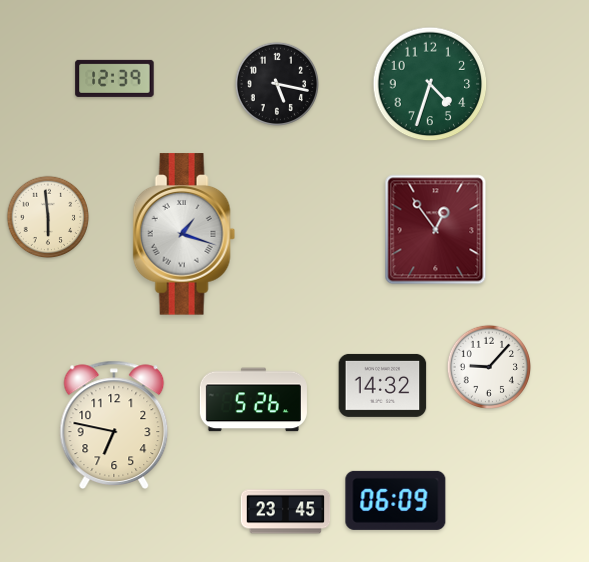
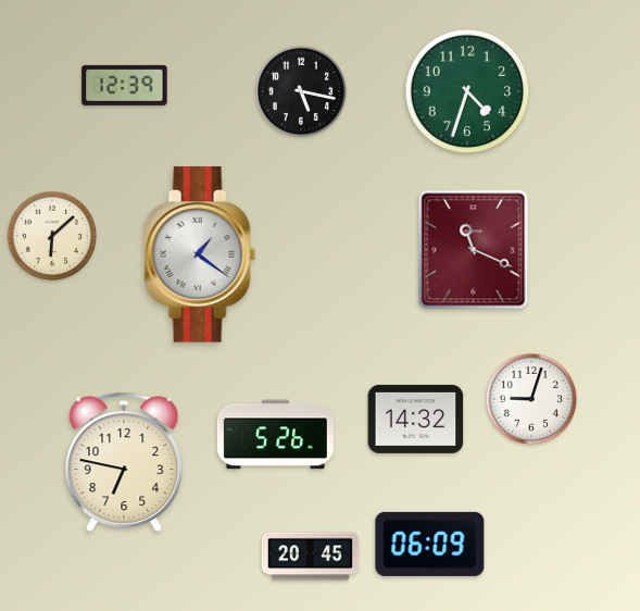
clock at (48, 217): 5:59 -> 6:08
clock at (436, 230): 12:54 -> 11:19
clock at (184, 234): 1:18 -> 1:21
clock at (488, 366): 9:07 -> 9:03
clock at (286, 512): 23:45 -> 20:45
